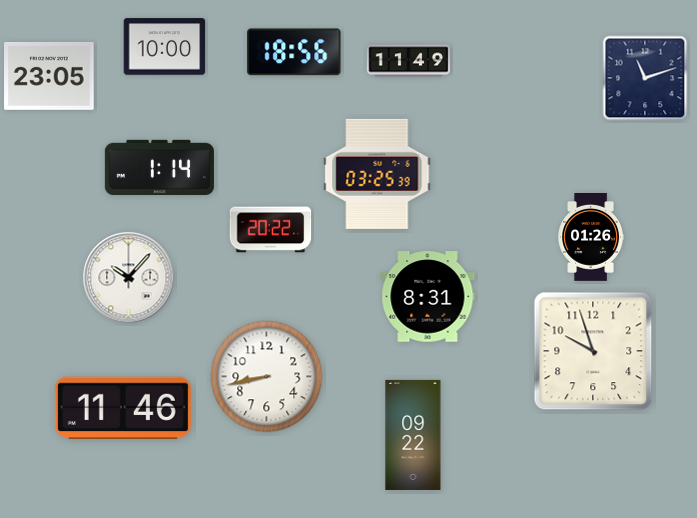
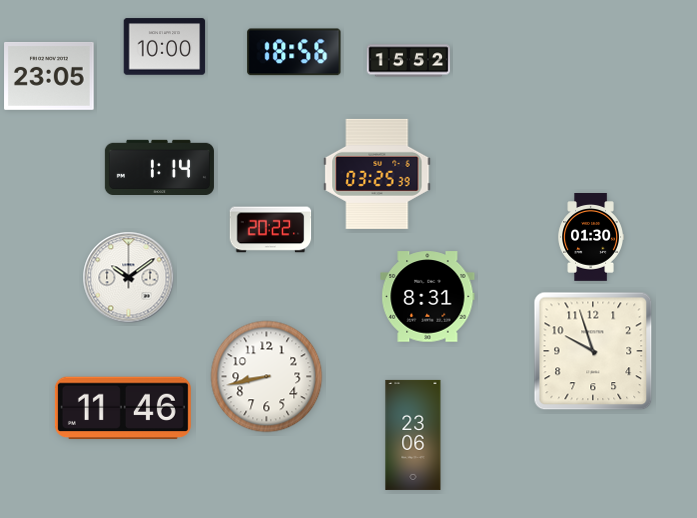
clock at (409, 61): 11:49 -> 15:52
clock at (645, 78): 11:12 -> none
clock at (590, 238): 01:26 -> 01:30
clock at (129, 278): 10:07 -> 10:09
clock at (413, 435): 09:22 -> 23:06
